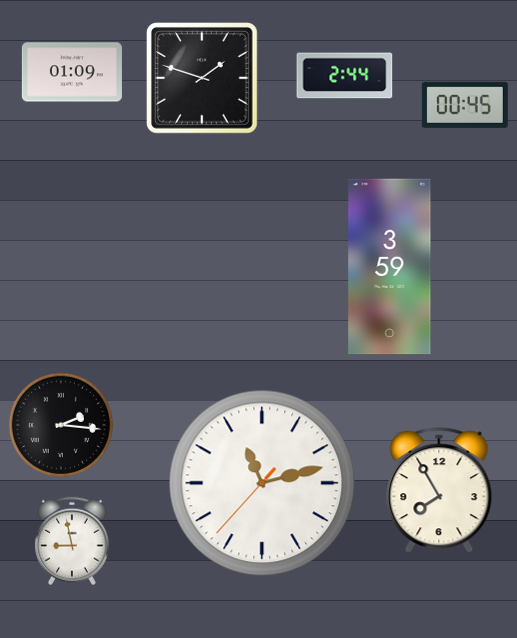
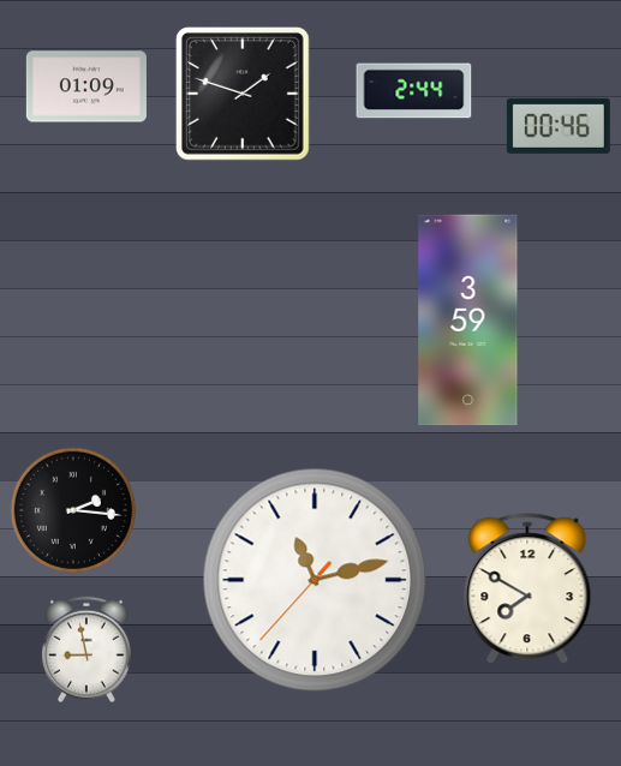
clock at (465, 105): 00:45 -> 00:46
clock at (439, 491): 7:55 -> 7:50
